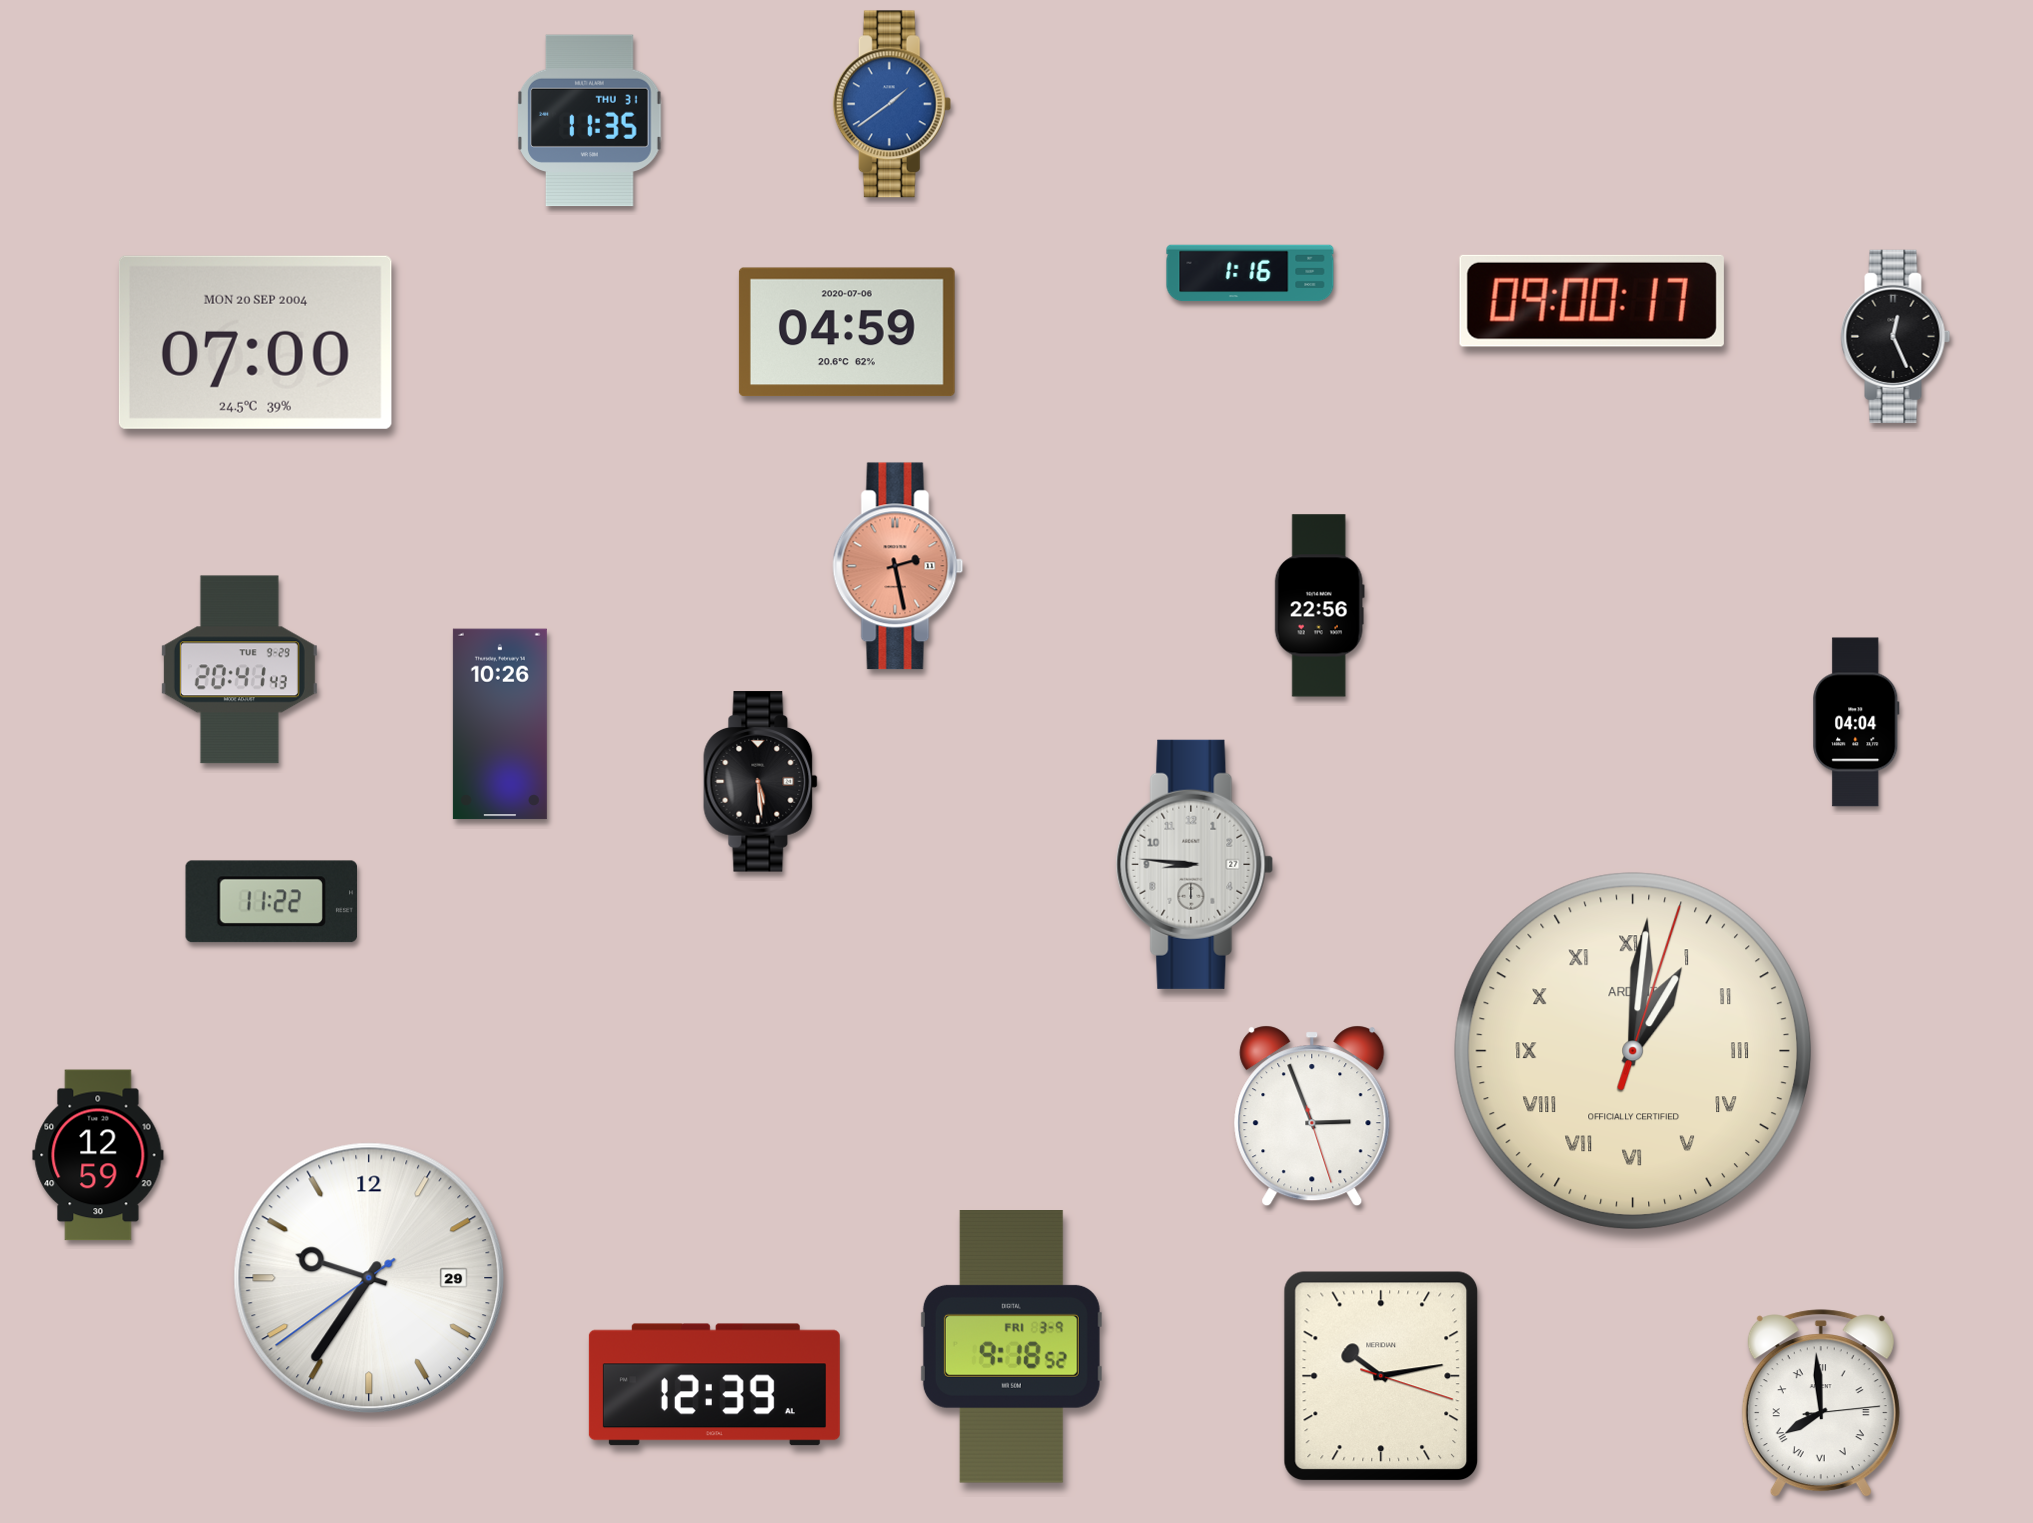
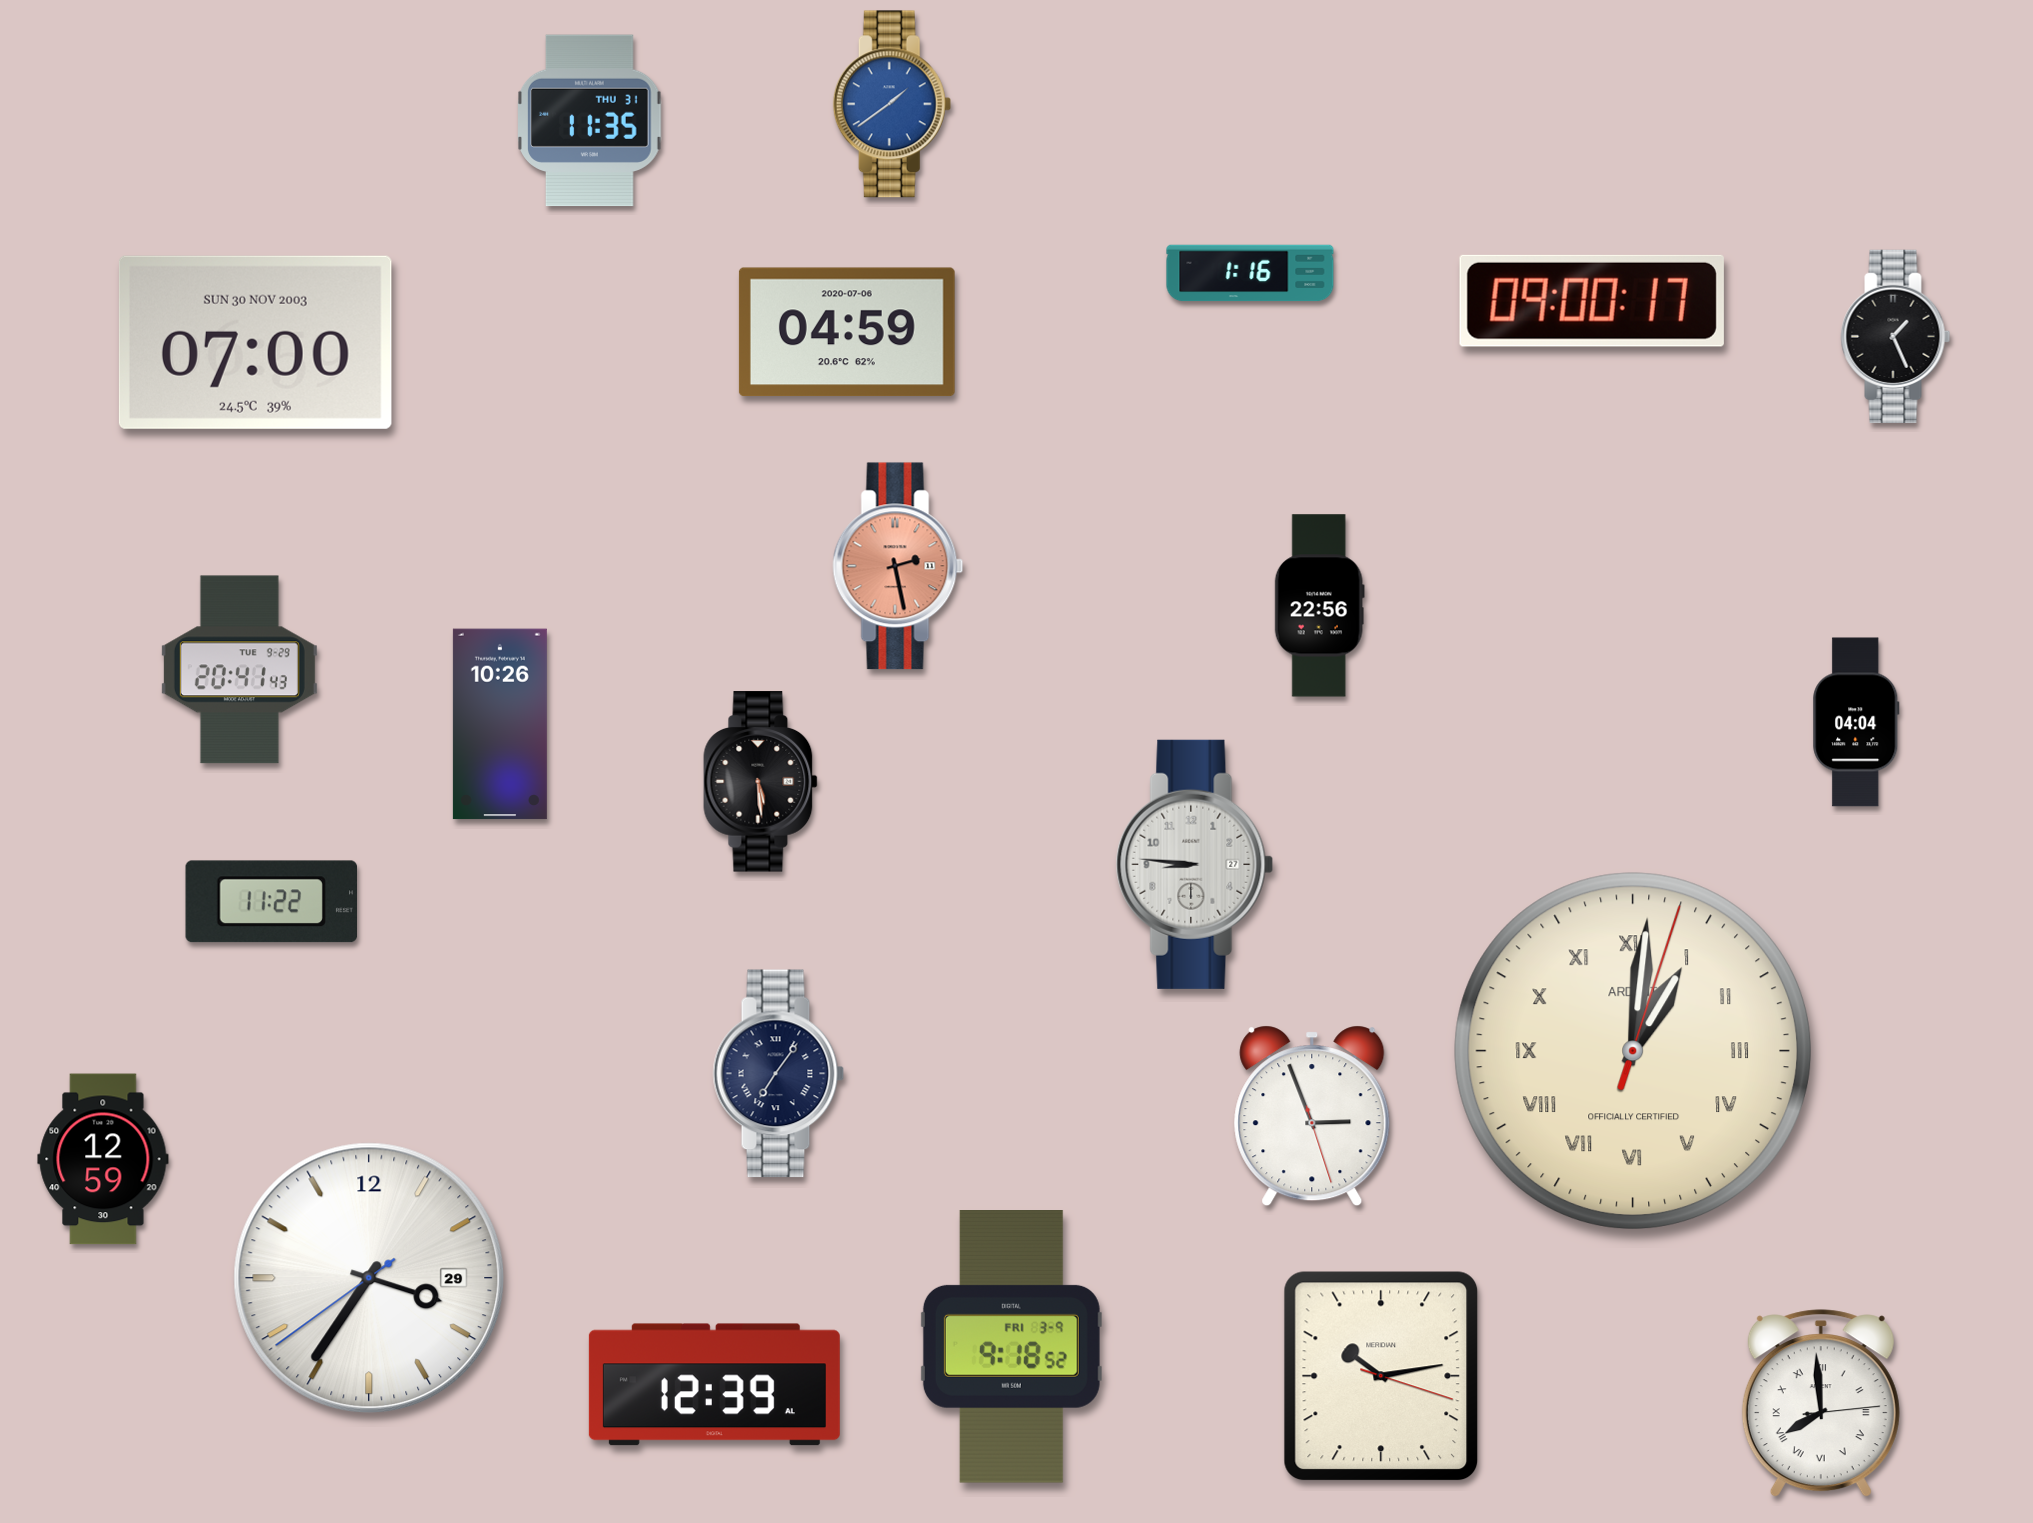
clock at (1896, 336): 12:26 -> 1:26
clock at (255, 342) date: MON 20 SEP 2004 -> SUN 30 NOV 2003
clock at (779, 1074): none -> 7:06
clock at (98, 1155) position: (98, 1155) -> (103, 1159)
clock at (369, 1278): 9:35 -> 3:35
